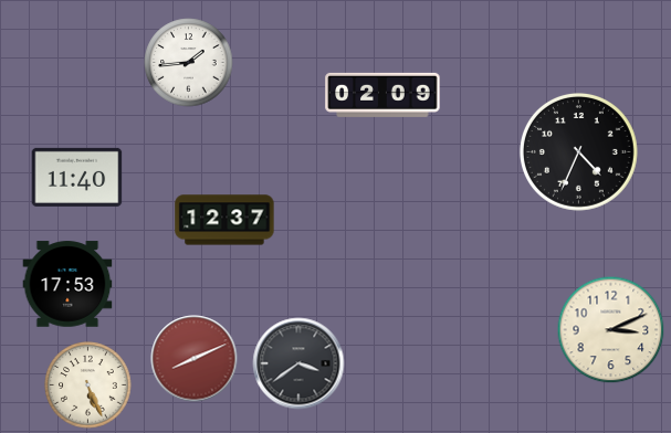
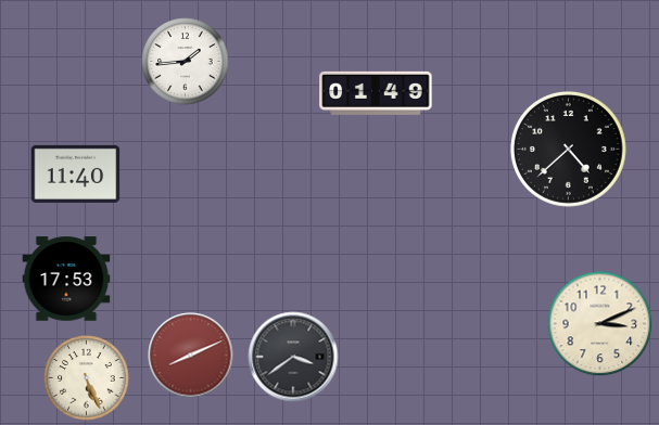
clock at (382, 95): 02:09 -> 01:49
clock at (578, 151): 4:34 -> 4:38
clock at (224, 220): 12:37 -> none
clock at (195, 359) position: (195, 359) -> (191, 356)
